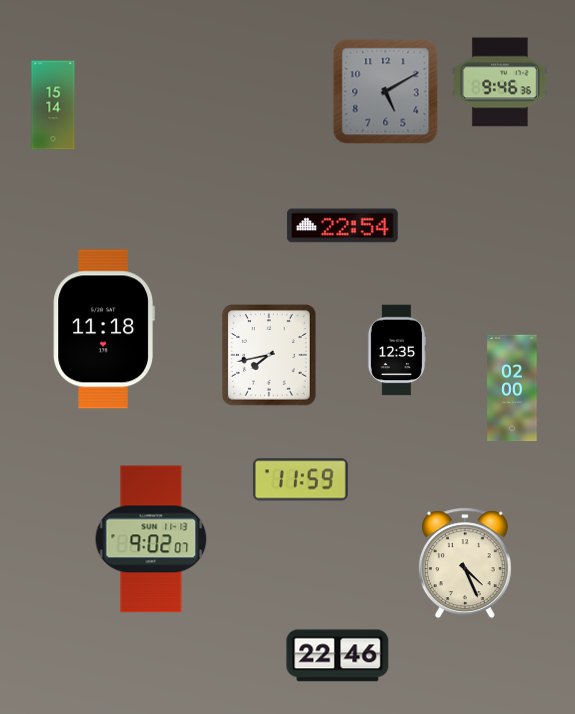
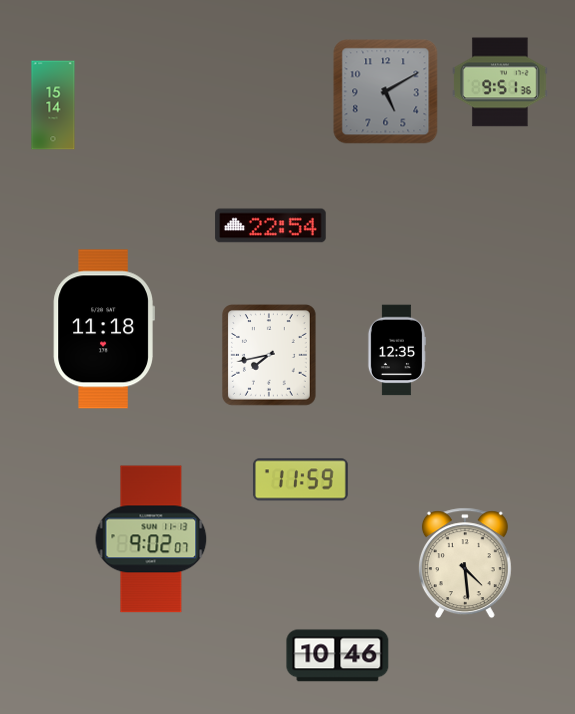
clock at (500, 82): 9:46 -> 9:51
clock at (343, 226) position: (343, 226) -> (271, 226)
clock at (512, 388): 02:00 -> none
clock at (465, 563): 4:26 -> 4:29
clock at (338, 656): 22:46 -> 10:46
